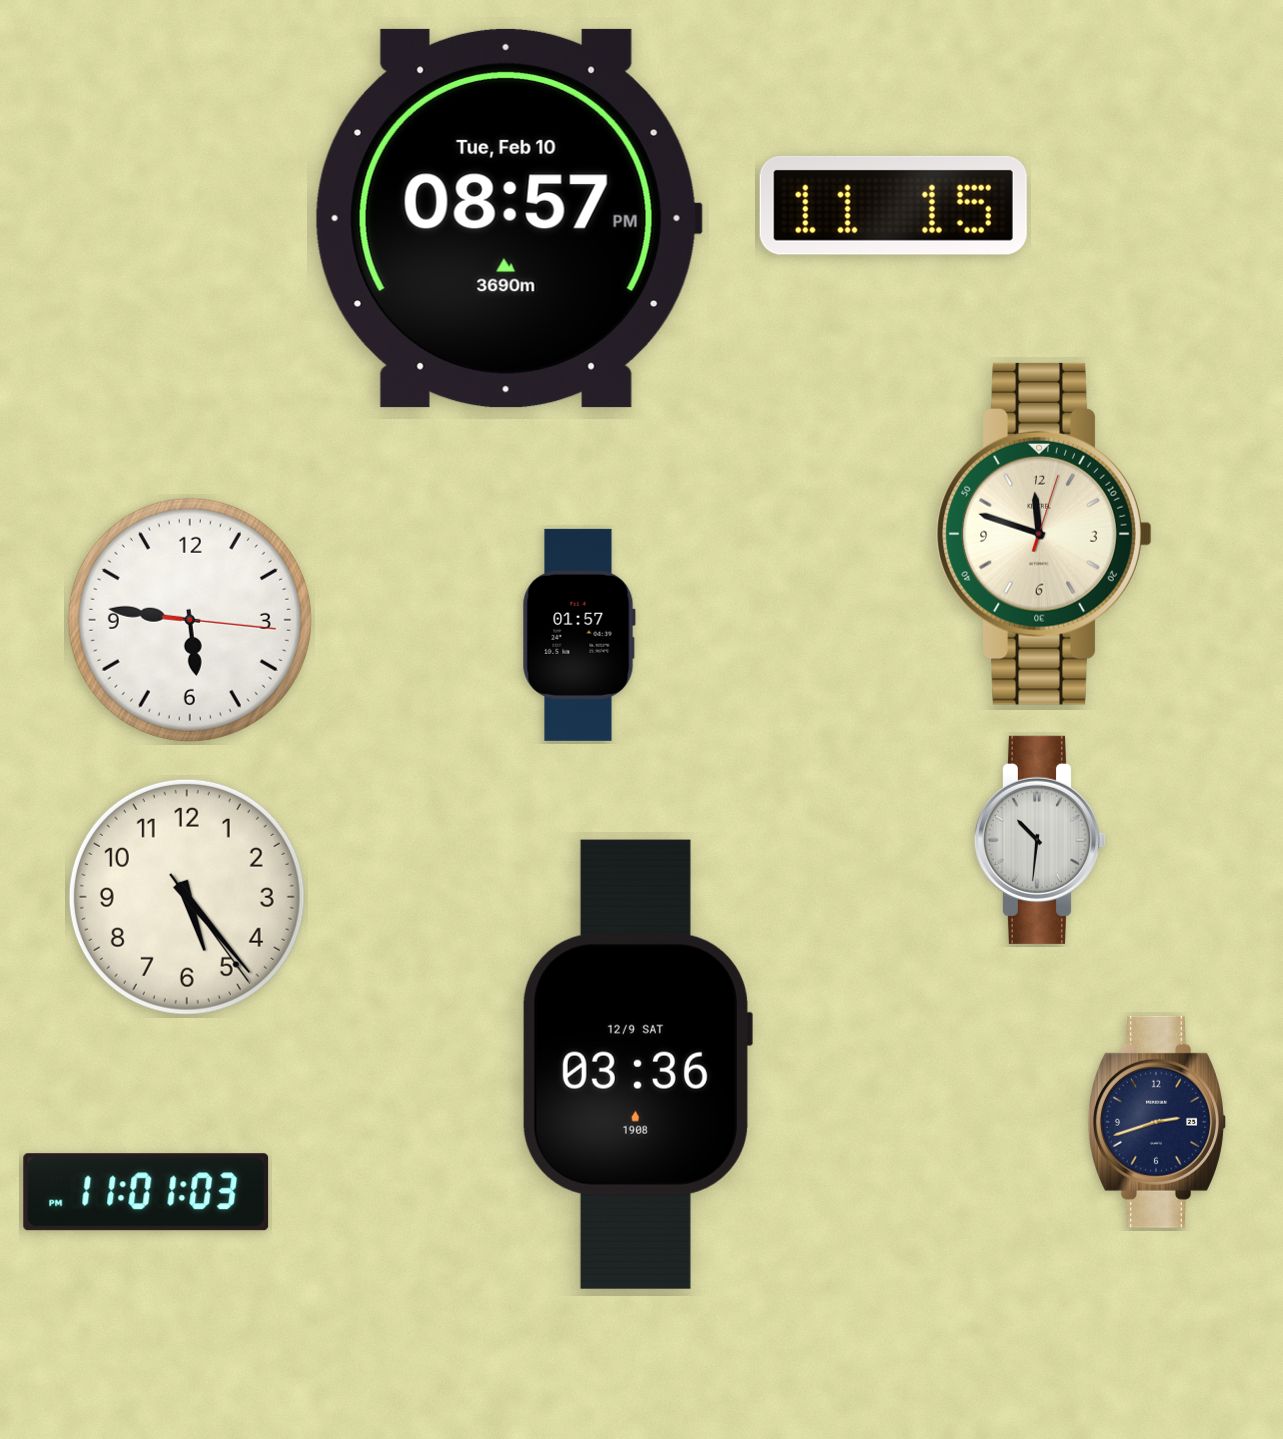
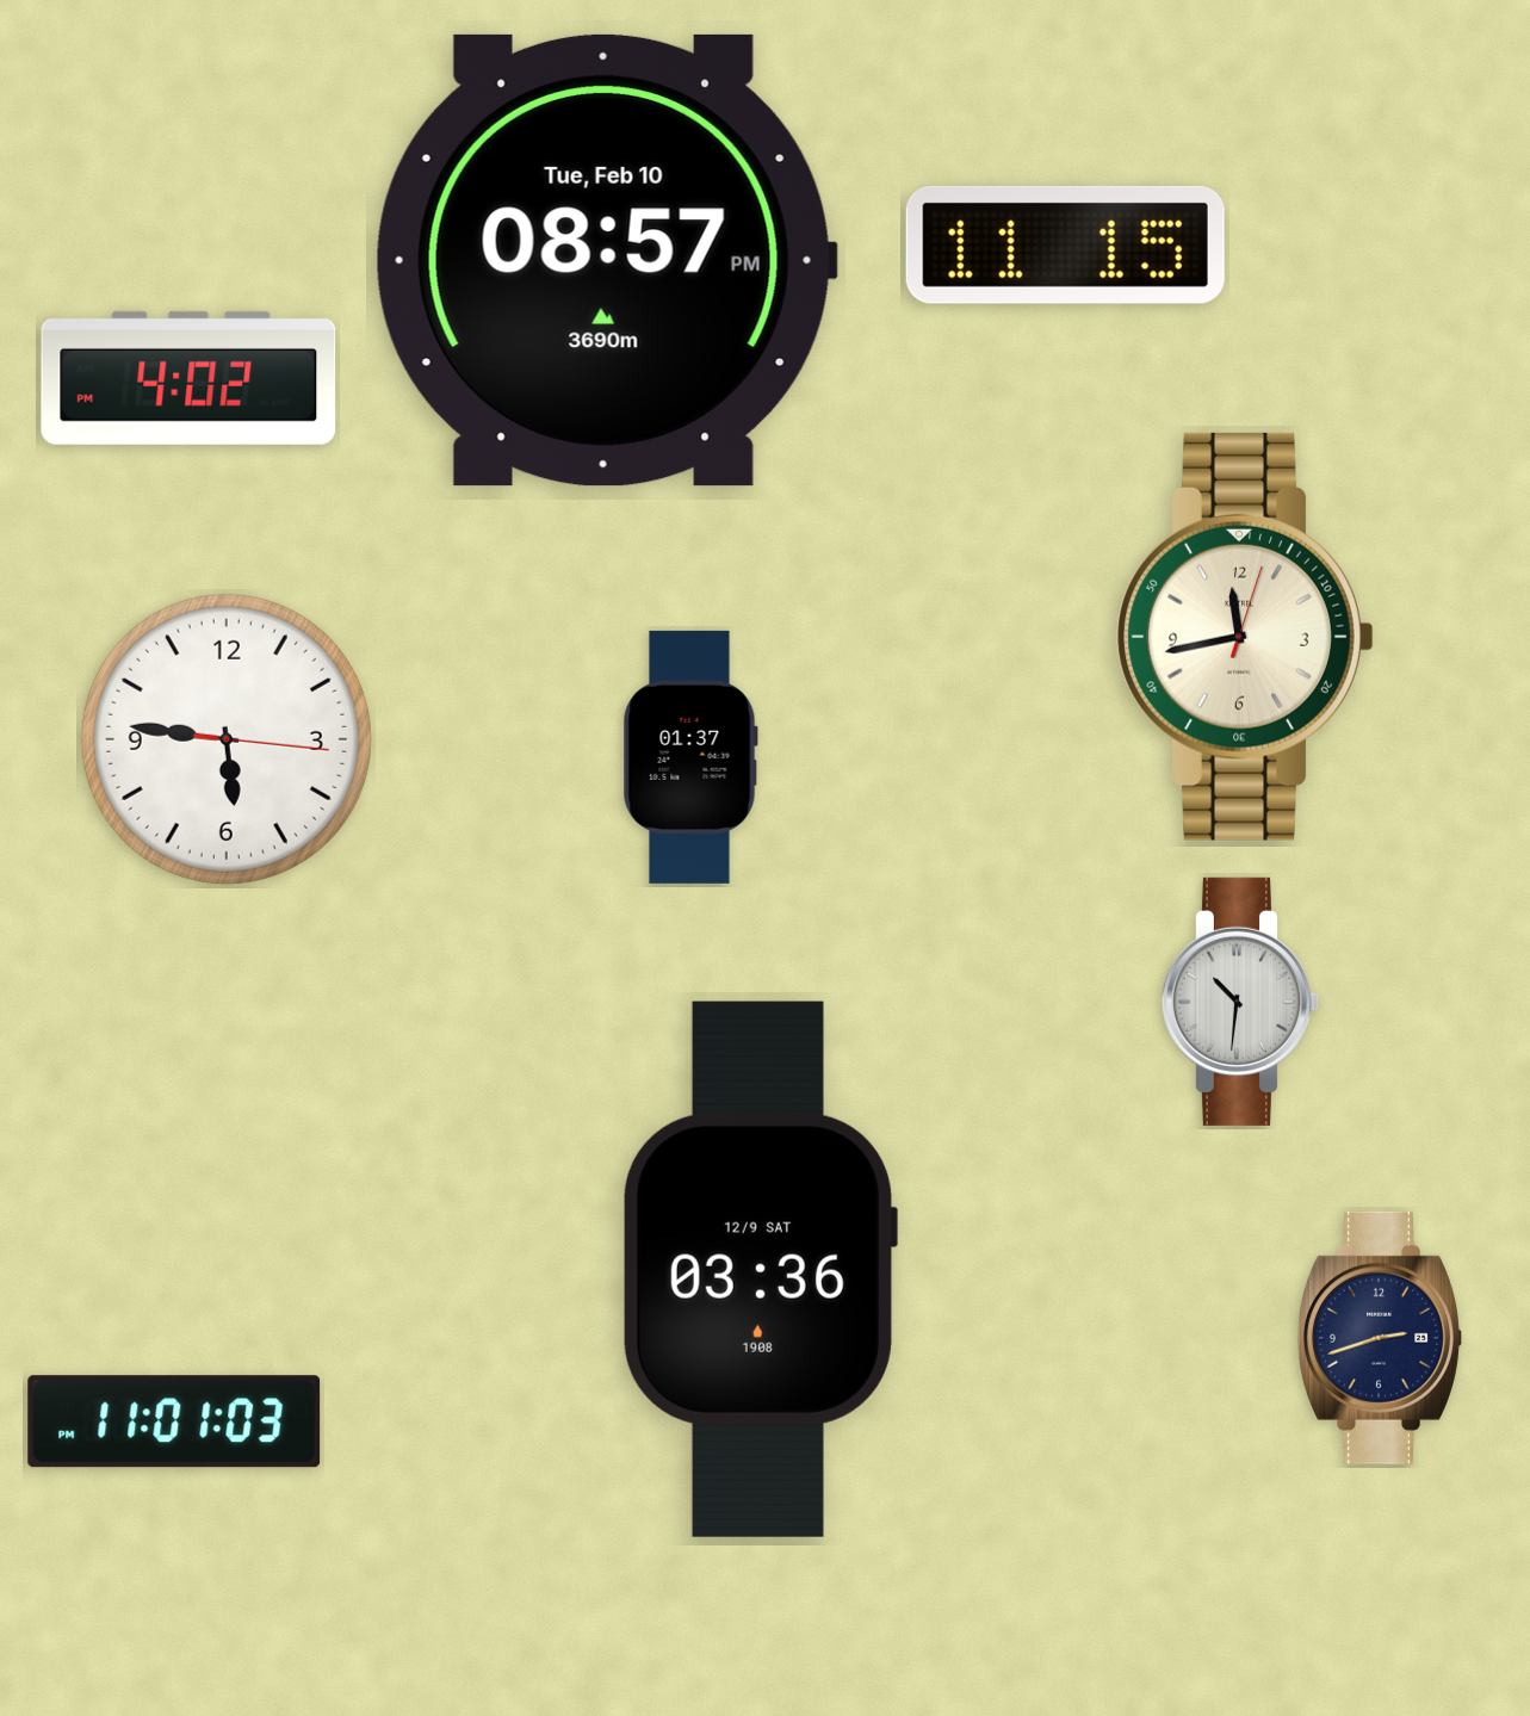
clock at (188, 378): none -> 4:02
clock at (1044, 534): 11:48 -> 11:43
clock at (579, 635): 01:57 -> 01:37
clock at (187, 897): 5:23 -> none
